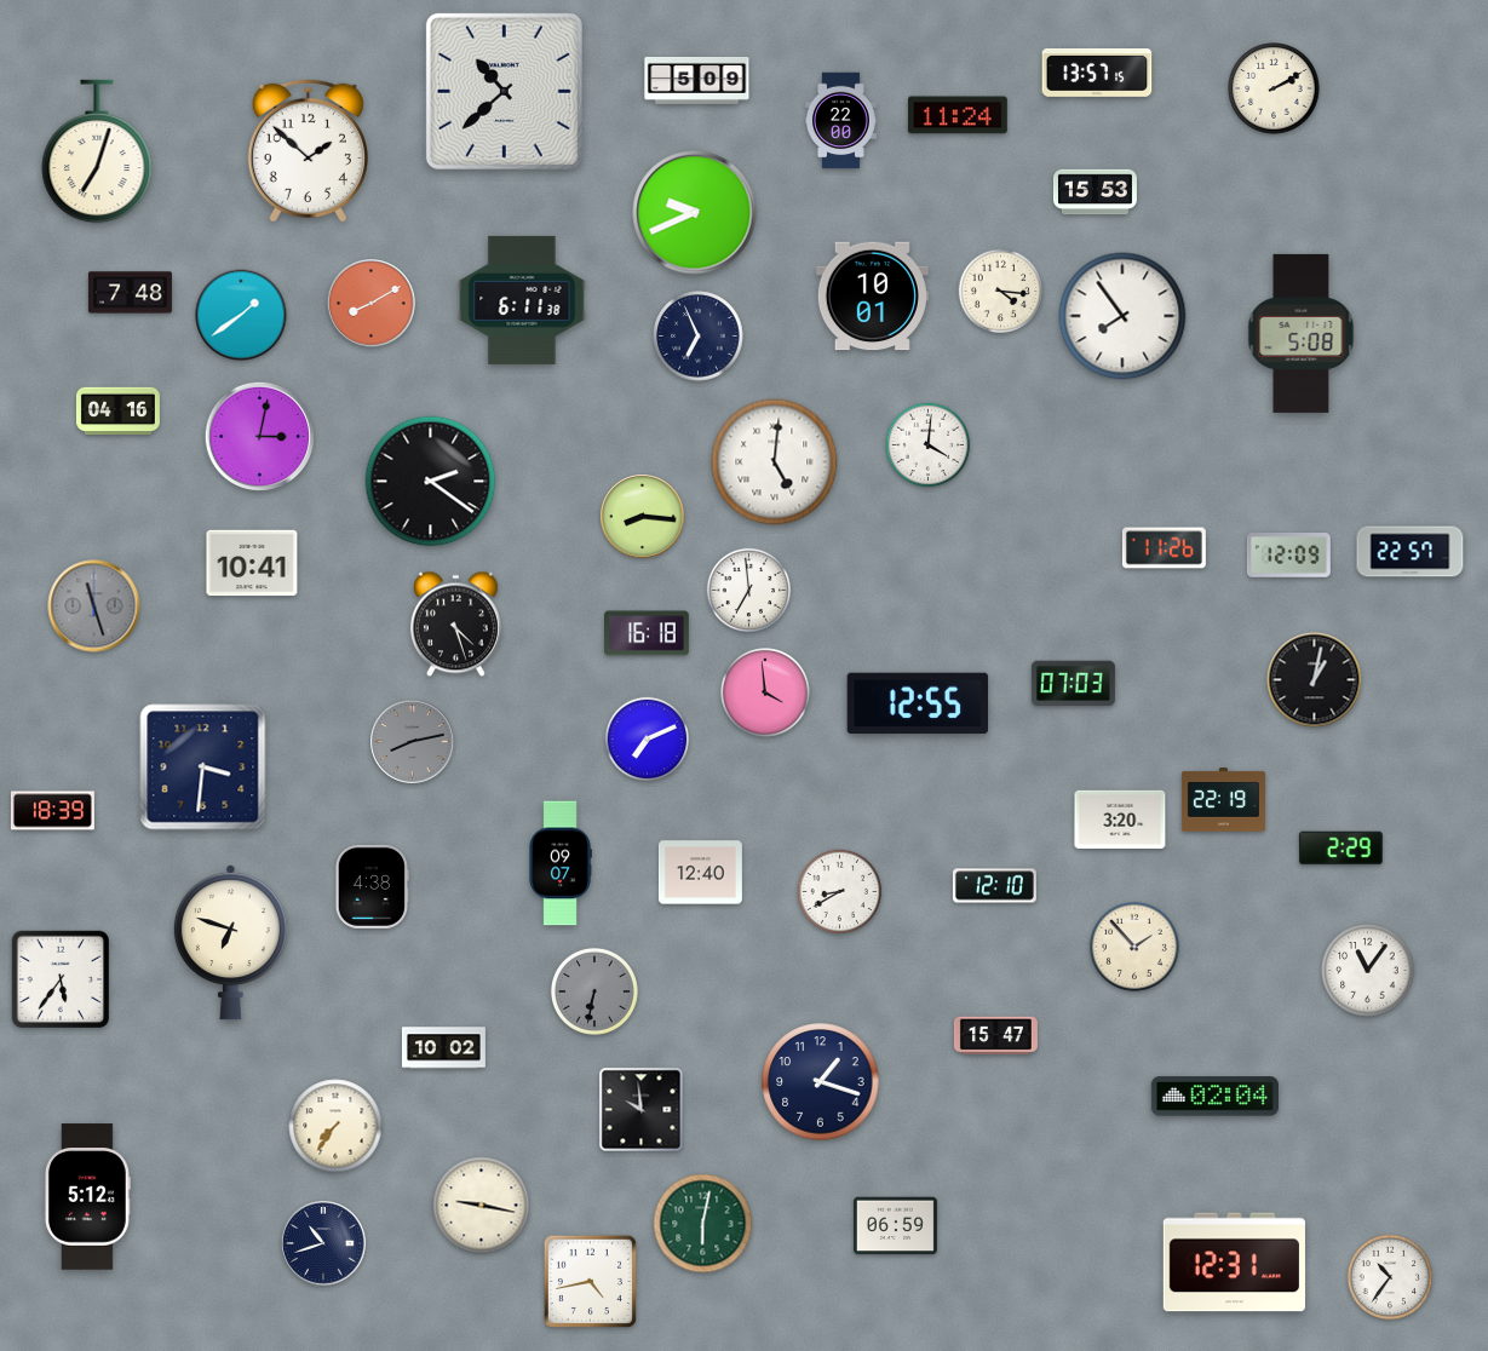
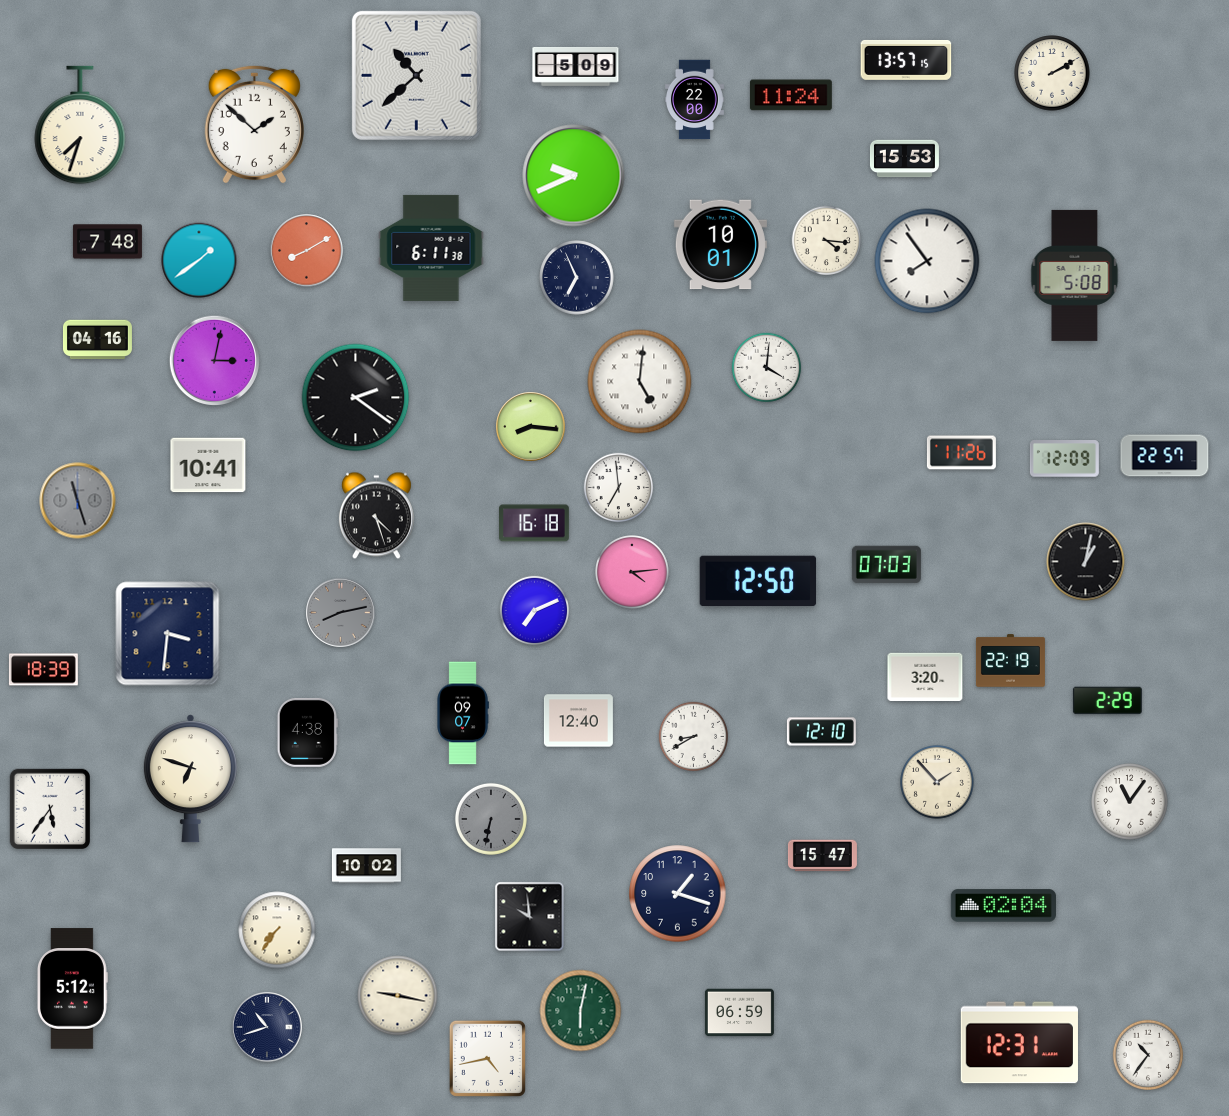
clock at (97, 151): 7:03 -> 7:33
clock at (766, 694): 3:59 -> 4:14
clock at (918, 703): 12:55 -> 12:50
